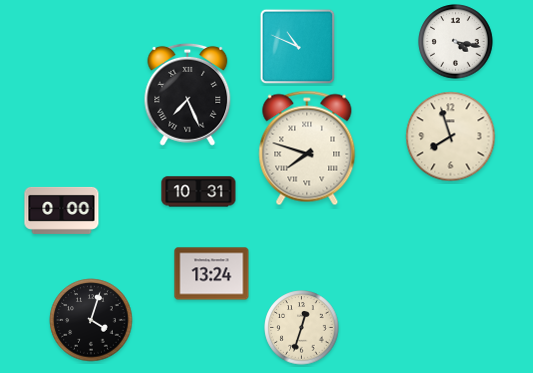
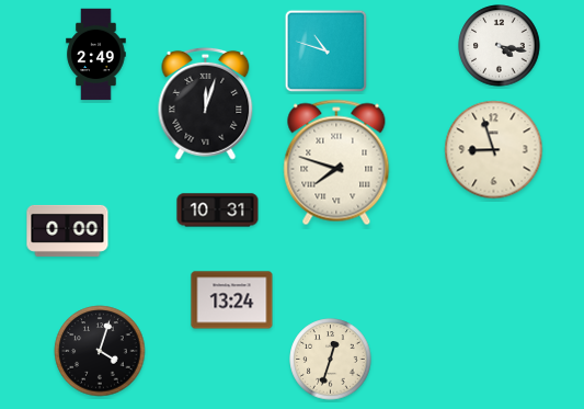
clock at (298, 47): 10:49 -> 10:48
clock at (96, 55): none -> 2:49
clock at (188, 94): 7:26 -> 12:03
clock at (451, 137): 7:57 -> 8:57
